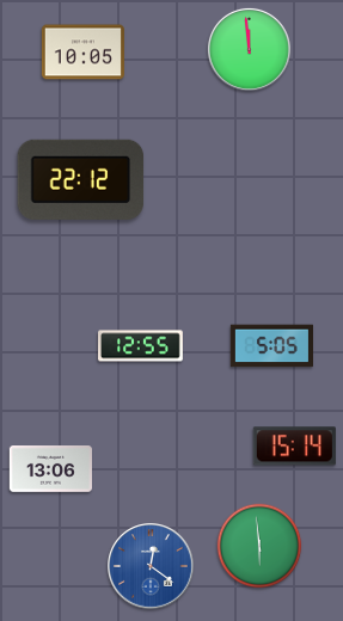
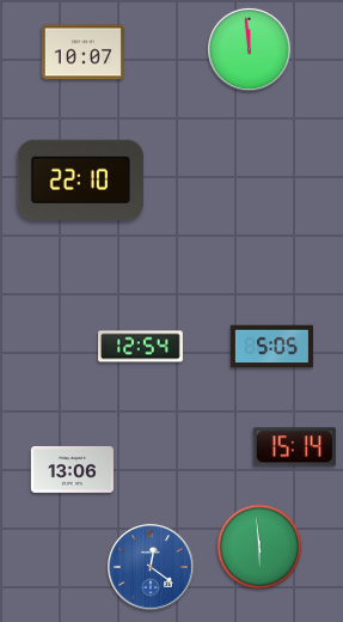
clock at (82, 53): 10:05 -> 10:07
clock at (81, 179): 22:12 -> 22:10
clock at (141, 346): 12:55 -> 12:54
clock at (50, 469) position: (50, 469) -> (72, 470)
